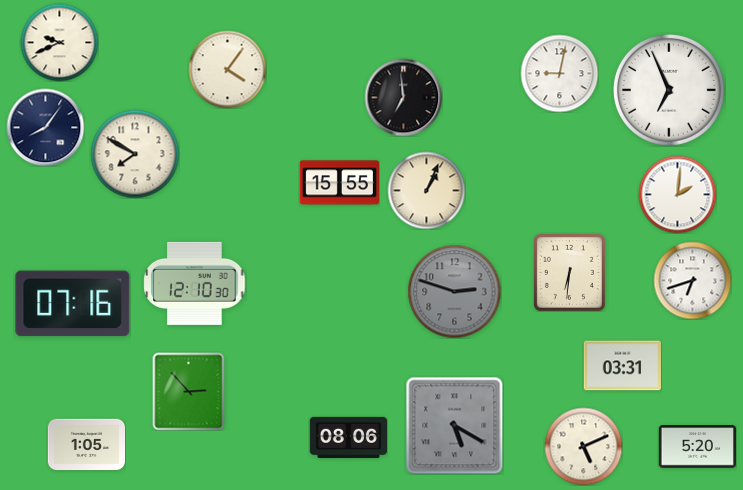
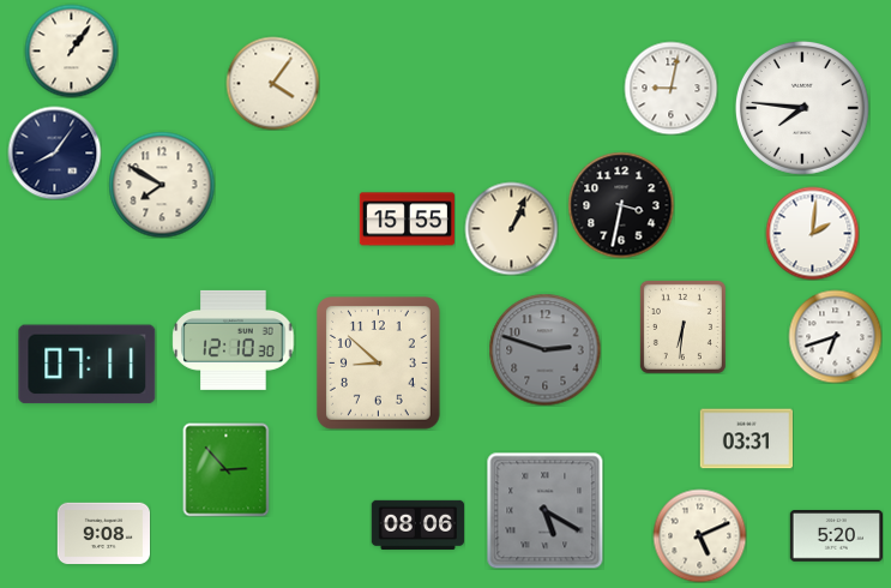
clock at (59, 42): 9:41 -> 1:06
clock at (669, 90): 6:56 -> 7:46
clock at (403, 97): 6:59 -> none
clock at (621, 205): none -> 3:32
clock at (692, 280) position: (692, 280) -> (835, 336)
clock at (378, 364): none -> 8:52
clock at (73, 304): 07:16 -> 07:11
clock at (86, 445): 1:05 -> 9:08
